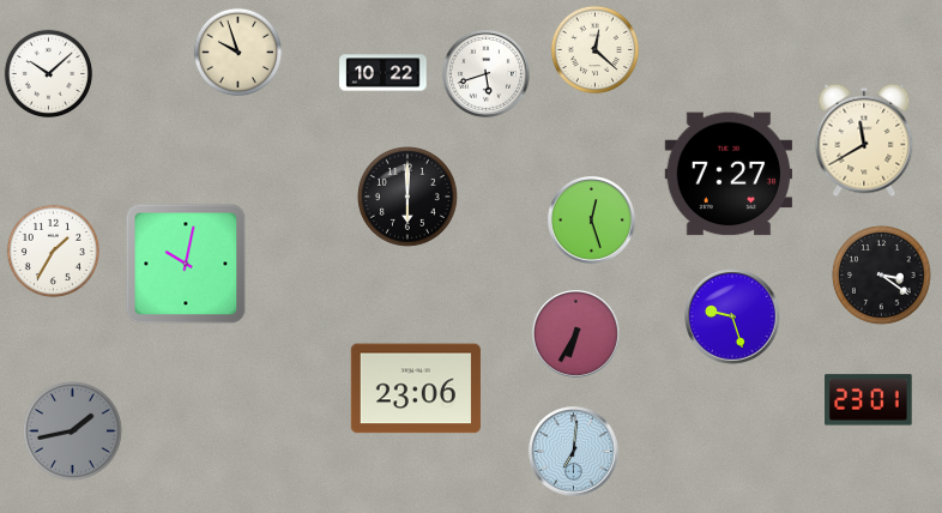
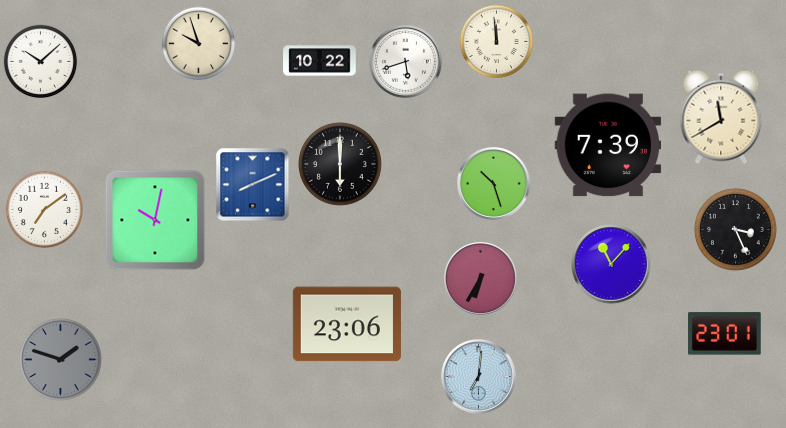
clock at (596, 50): 12:22 -> 11:59
clock at (729, 174): 7:27 -> 7:39
clock at (592, 221): 12:27 -> 10:27
clock at (253, 185): none -> 8:11
clock at (53, 251): 1:35 -> 7:09
clock at (881, 274): 3:21 -> 3:26
clock at (732, 316): 9:27 -> 11:07
clock at (72, 430): 1:43 -> 1:48
